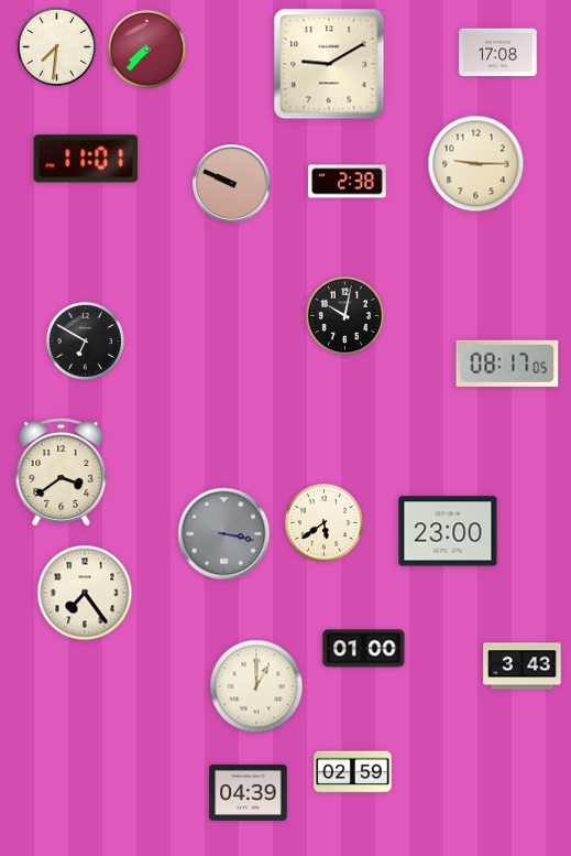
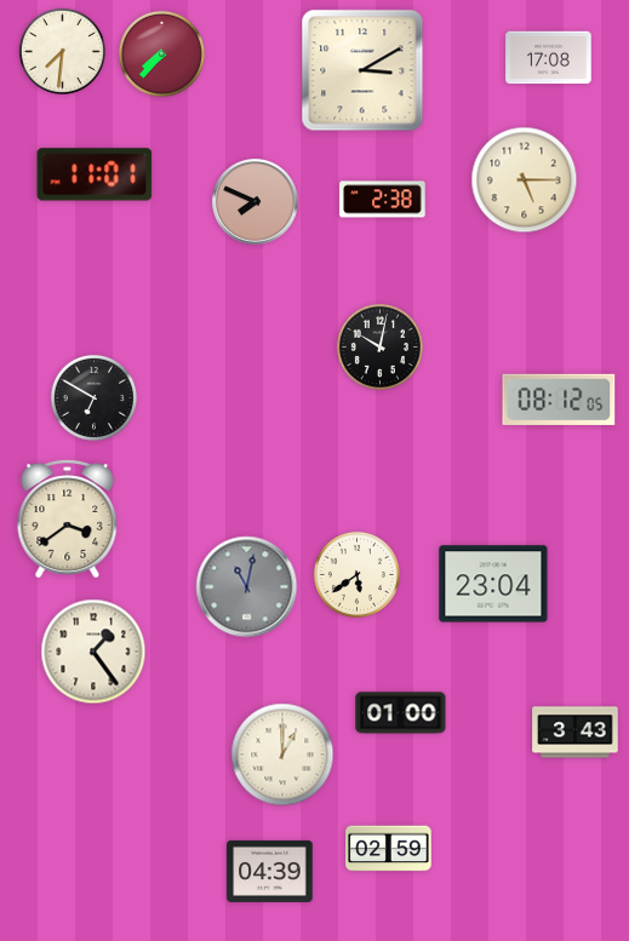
clock at (329, 64): 9:10 -> 3:10
clock at (476, 164): 9:15 -> 5:15
clock at (232, 184): 9:49 -> 7:49
clock at (85, 340) position: (85, 340) -> (93, 397)
clock at (507, 364): 08:17 -> 08:12
clock at (448, 531): 23:00 -> 23:04
clock at (224, 534): 3:17 -> 11:02
clock at (85, 593): 7:24 -> 1:24
clock at (249, 792) position: (249, 792) -> (270, 871)
